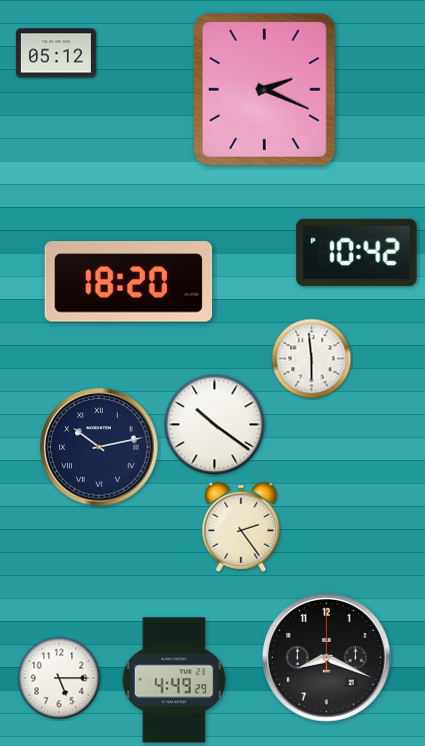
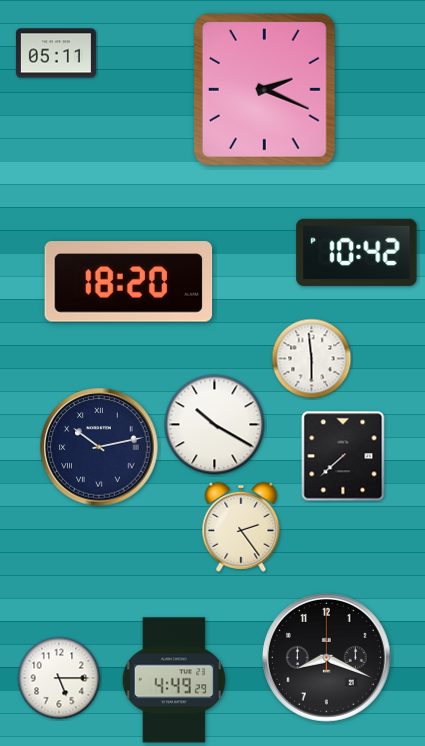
clock at (56, 53): 05:12 -> 05:11
clock at (215, 425): 10:21 -> 10:20
clock at (343, 456): none -> 7:38
